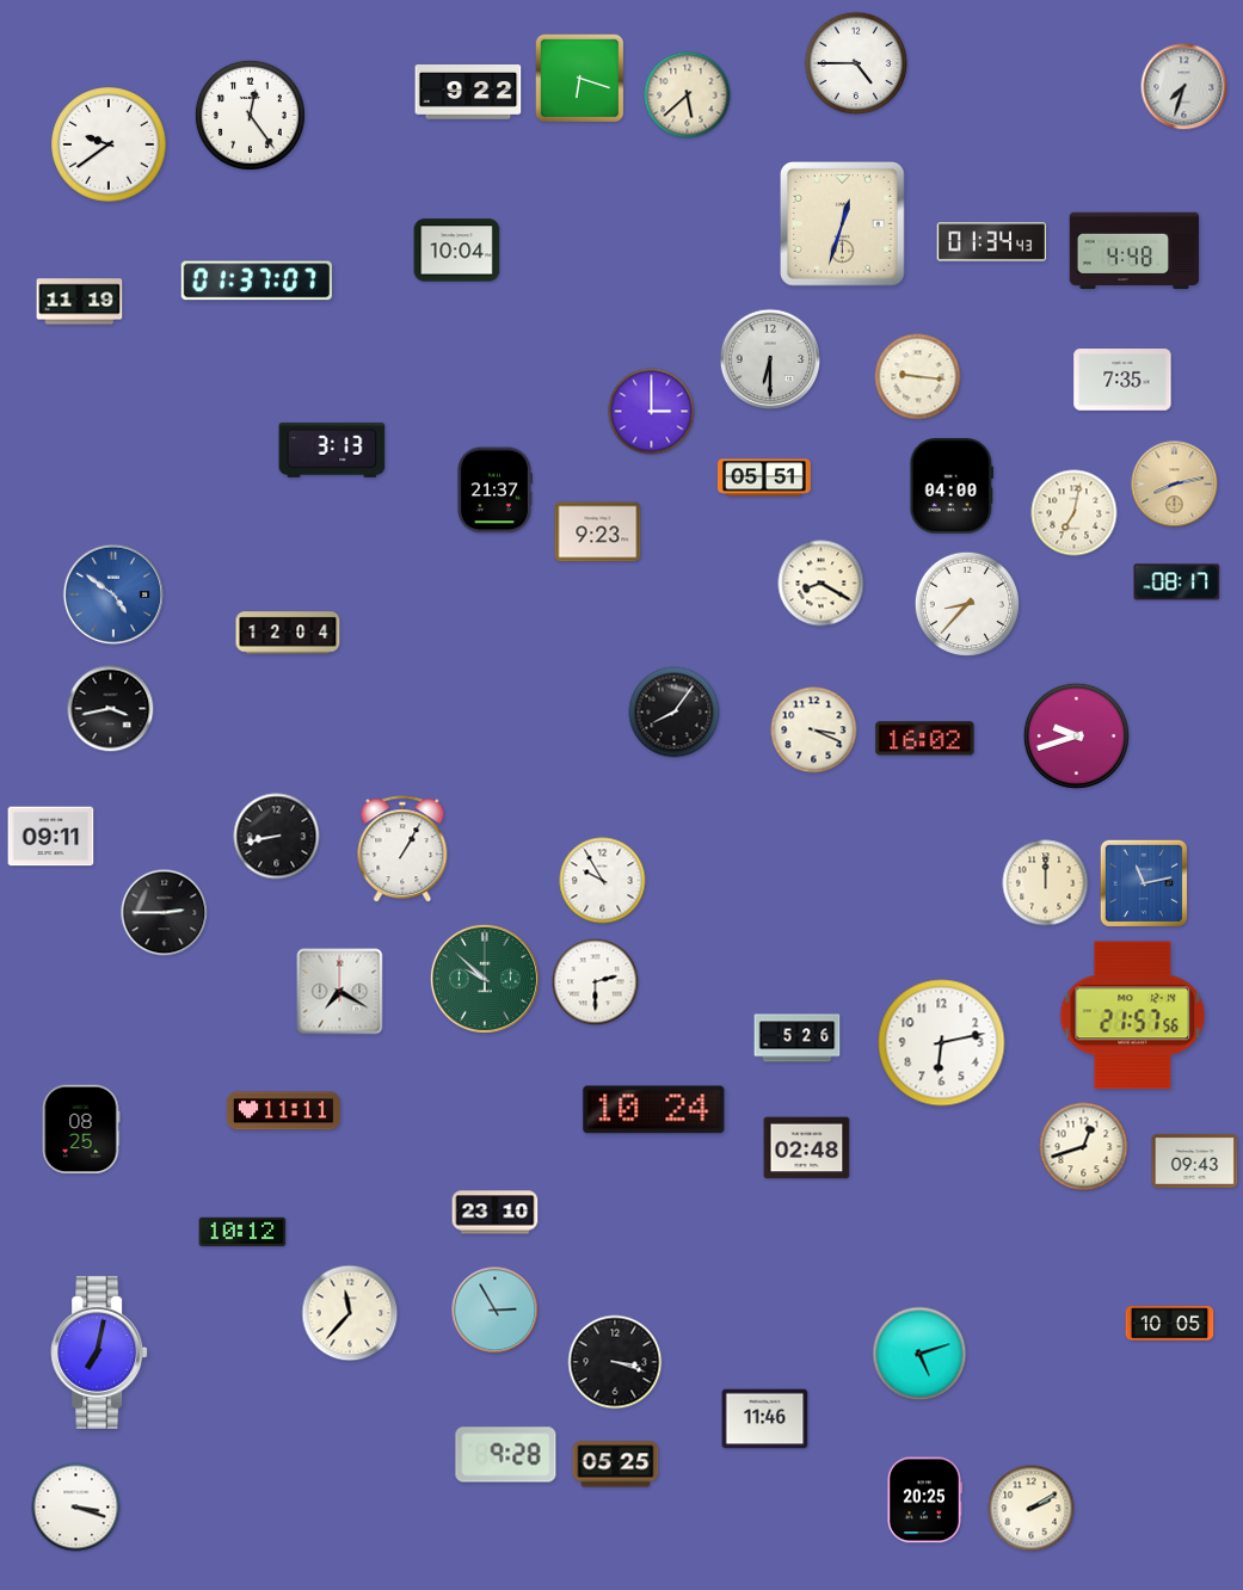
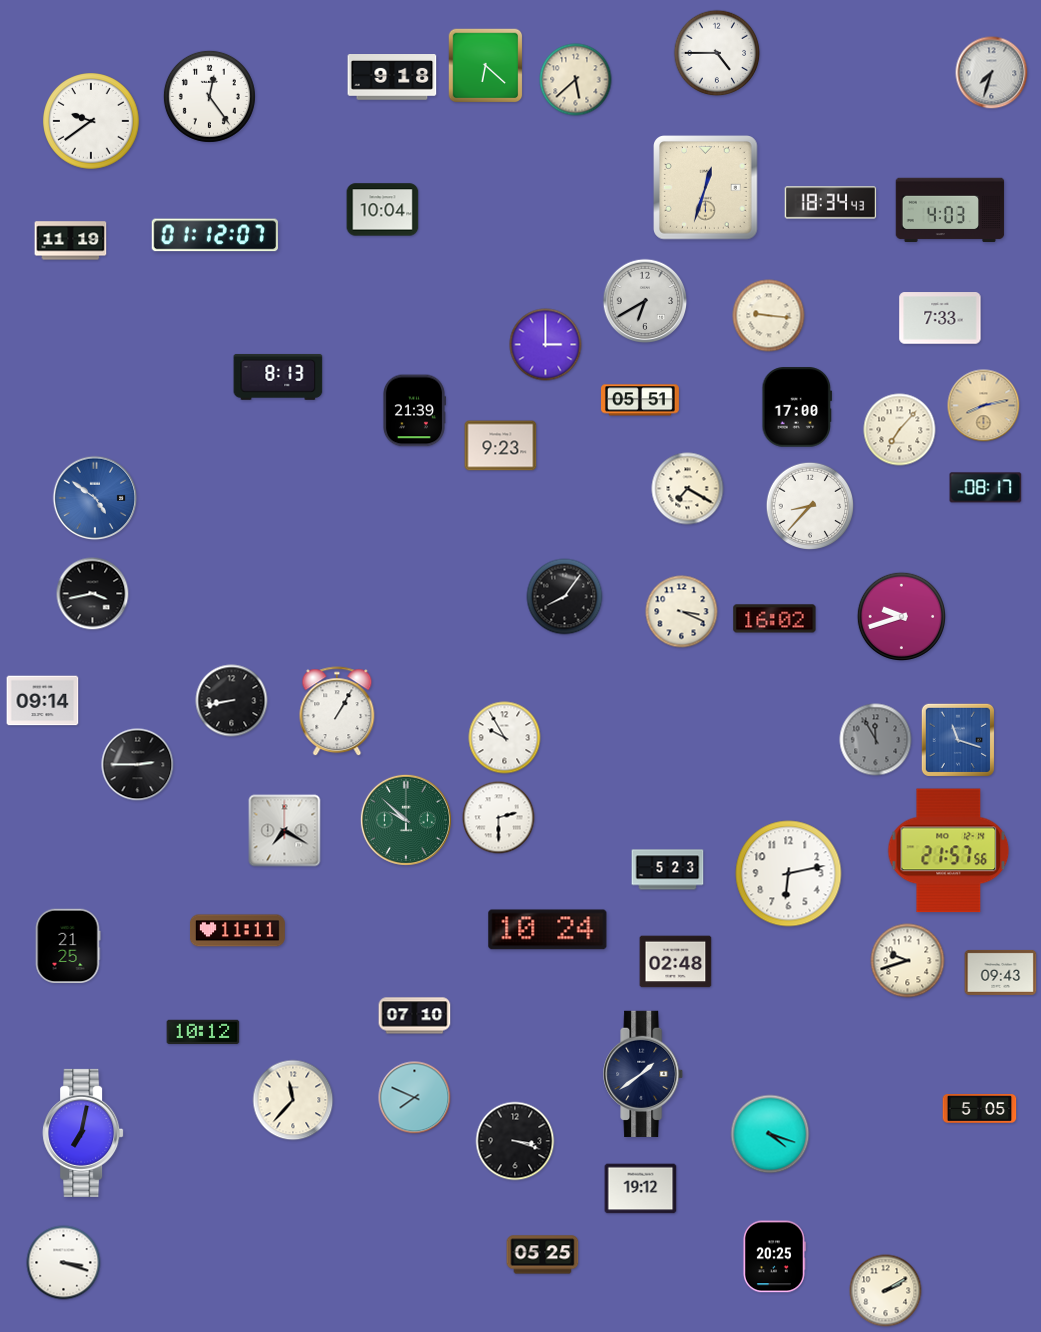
clock at (580, 79): 6:18 -> 6:22
clock at (468, 93): 9:22 -> 9:18
clock at (992, 242): 01:34 -> 18:34
clock at (1134, 251): 4:48 -> 4:03
clock at (257, 281): 01:37 -> 01:12
clock at (80, 302) position: (80, 302) -> (71, 241)
clock at (770, 359): 6:30 -> 6:40
clock at (1122, 380): 7:35 -> 7:33
clock at (332, 450): 3:13 -> 8:13
clock at (952, 486): 04:00 -> 17:00
clock at (494, 491): 21:37 -> 21:39
clock at (1075, 513): 7:02 -> 7:07
clock at (822, 584): 8:20 -> 7:20
clock at (288, 633): 12:04 -> none
clock at (51, 837): 09:11 -> 09:14
clock at (1046, 883): 12:00 -> 11:55
clock at (1046, 883) dial: cream -> grey
clock at (1144, 883): 11:13 -> 11:18
clock at (596, 982) position: (596, 982) -> (499, 818)
clock at (798, 1039): 5:26 -> 5:23
clock at (81, 1129): 08:25 -> 21:25
clock at (1084, 1147): 12:42 -> 9:42
clock at (496, 1213): 23:10 -> 07:10
clock at (644, 1074): none -> 1:39
clock at (496, 1311): 2:55 -> 7:49
clock at (1170, 1324): 10:05 -> 5:05
clock at (919, 1354): 5:12 -> 4:18
clock at (765, 1419): 11:46 -> 19:12
clock at (506, 1455): 9:28 -> none
clock at (616, 1465) position: (616, 1465) -> (543, 1255)
clock at (1032, 1509) position: (1032, 1509) -> (886, 1291)
